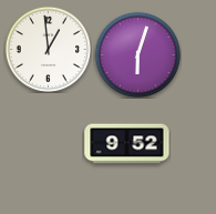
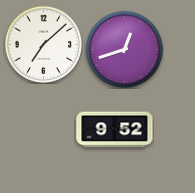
clock at (48, 49): 12:59 -> 7:08
clock at (137, 54): 6:03 -> 12:42
